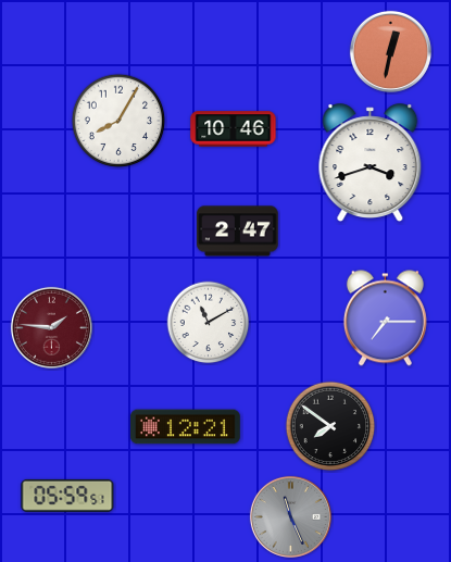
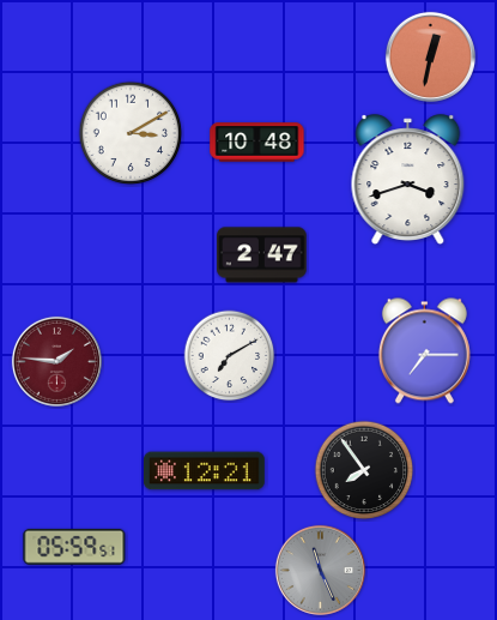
clock at (118, 121): 8:05 -> 3:10
clock at (234, 129): 10:46 -> 10:48
clock at (209, 323): 11:10 -> 7:10
clock at (330, 426): 7:51 -> 7:54
